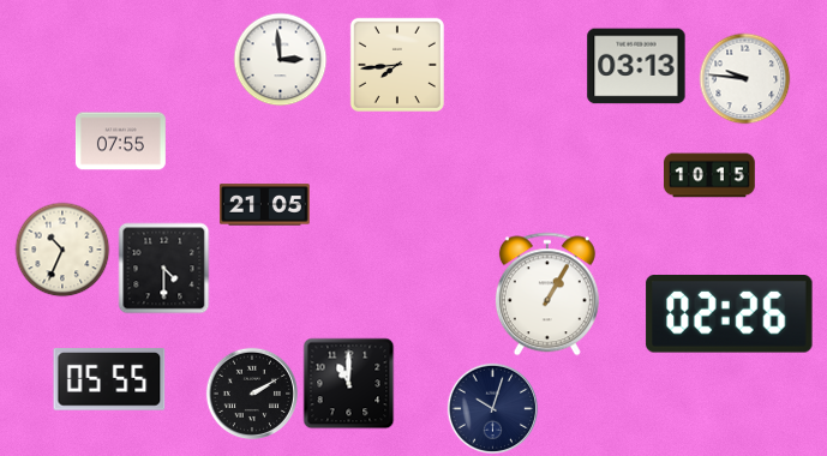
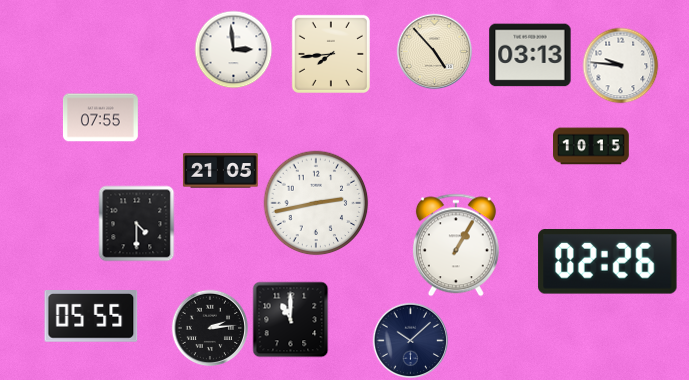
clock at (435, 52): none -> 4:53
clock at (316, 203): none -> 2:43
clock at (62, 250): 10:34 -> none
clock at (252, 394): 2:10 -> 2:14
clock at (493, 409): 10:03 -> 10:08
